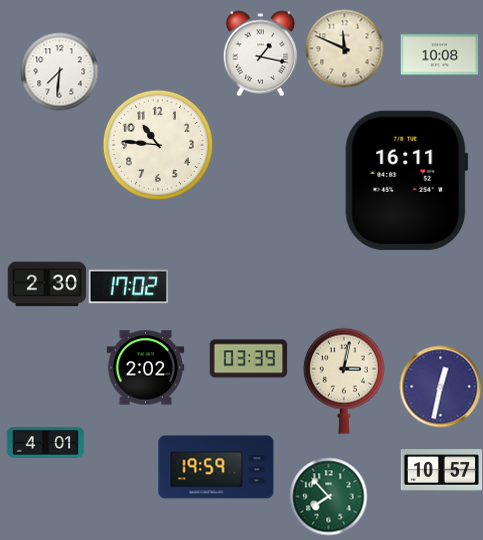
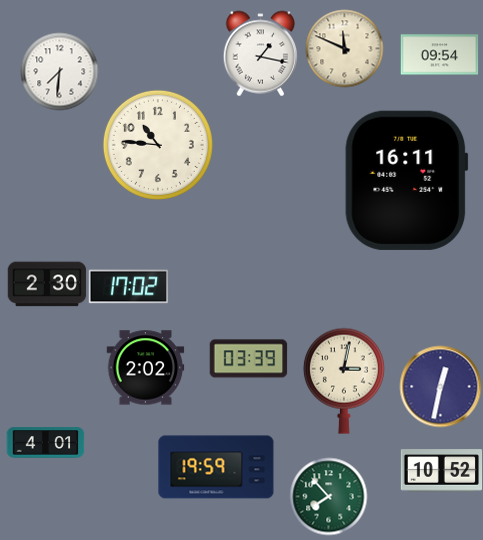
clock at (439, 55): 10:08 -> 09:54
clock at (441, 471): 10:57 -> 10:52
